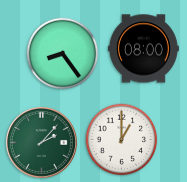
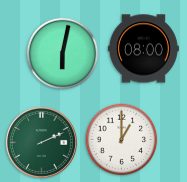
clock at (63, 54): 8:24 -> 6:02
clock at (41, 142): 2:07 -> 2:11
